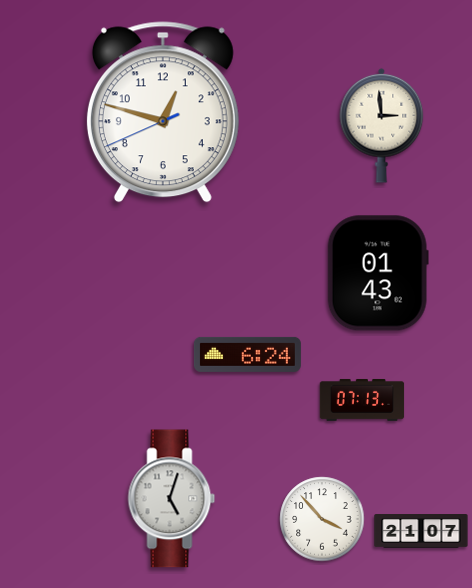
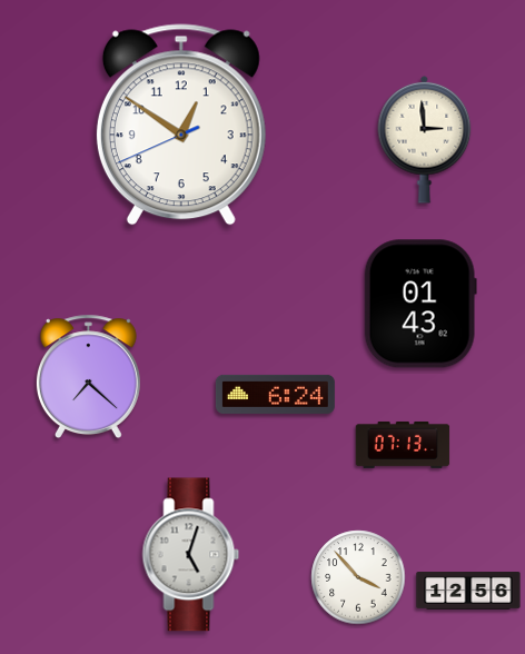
clock at (163, 112): 12:47 -> 12:50
clock at (88, 377): none -> 7:22
clock at (421, 532): 21:07 -> 12:56
